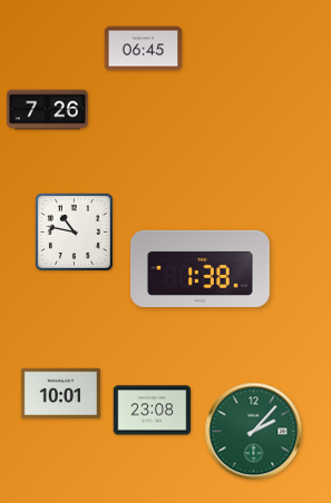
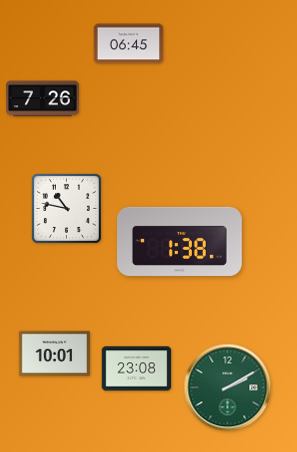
clock at (254, 432): 2:07 -> 2:10
